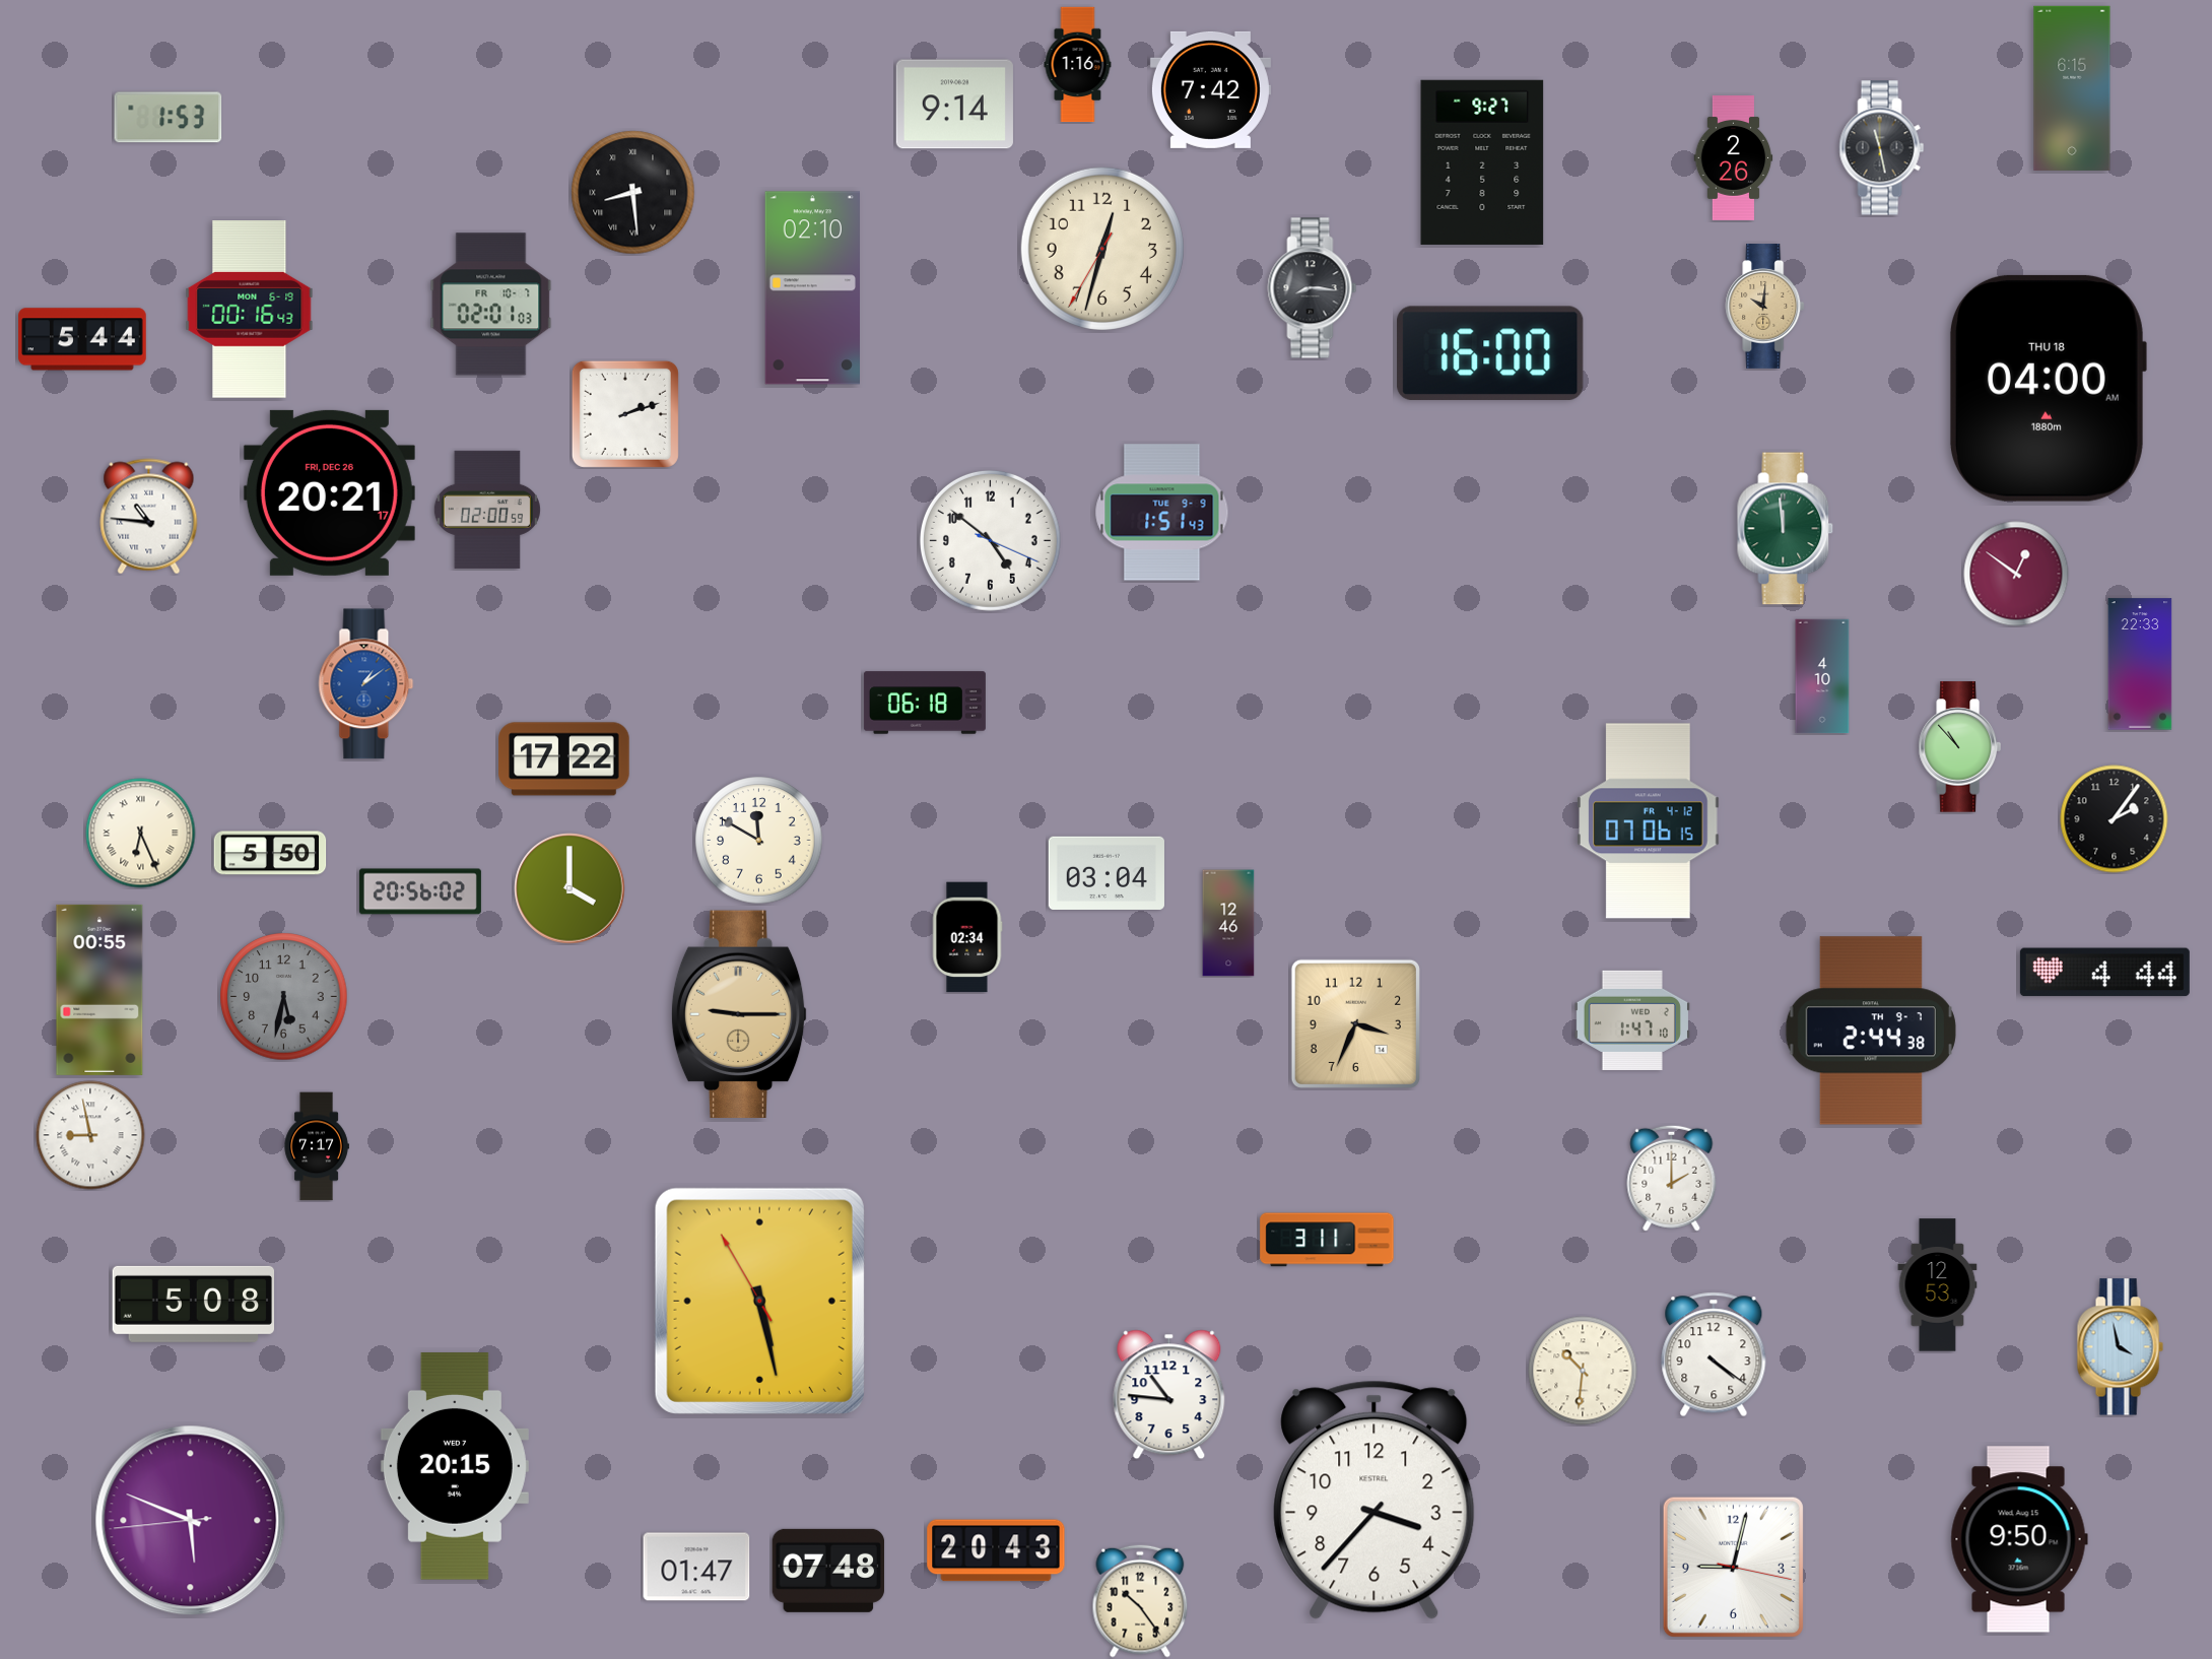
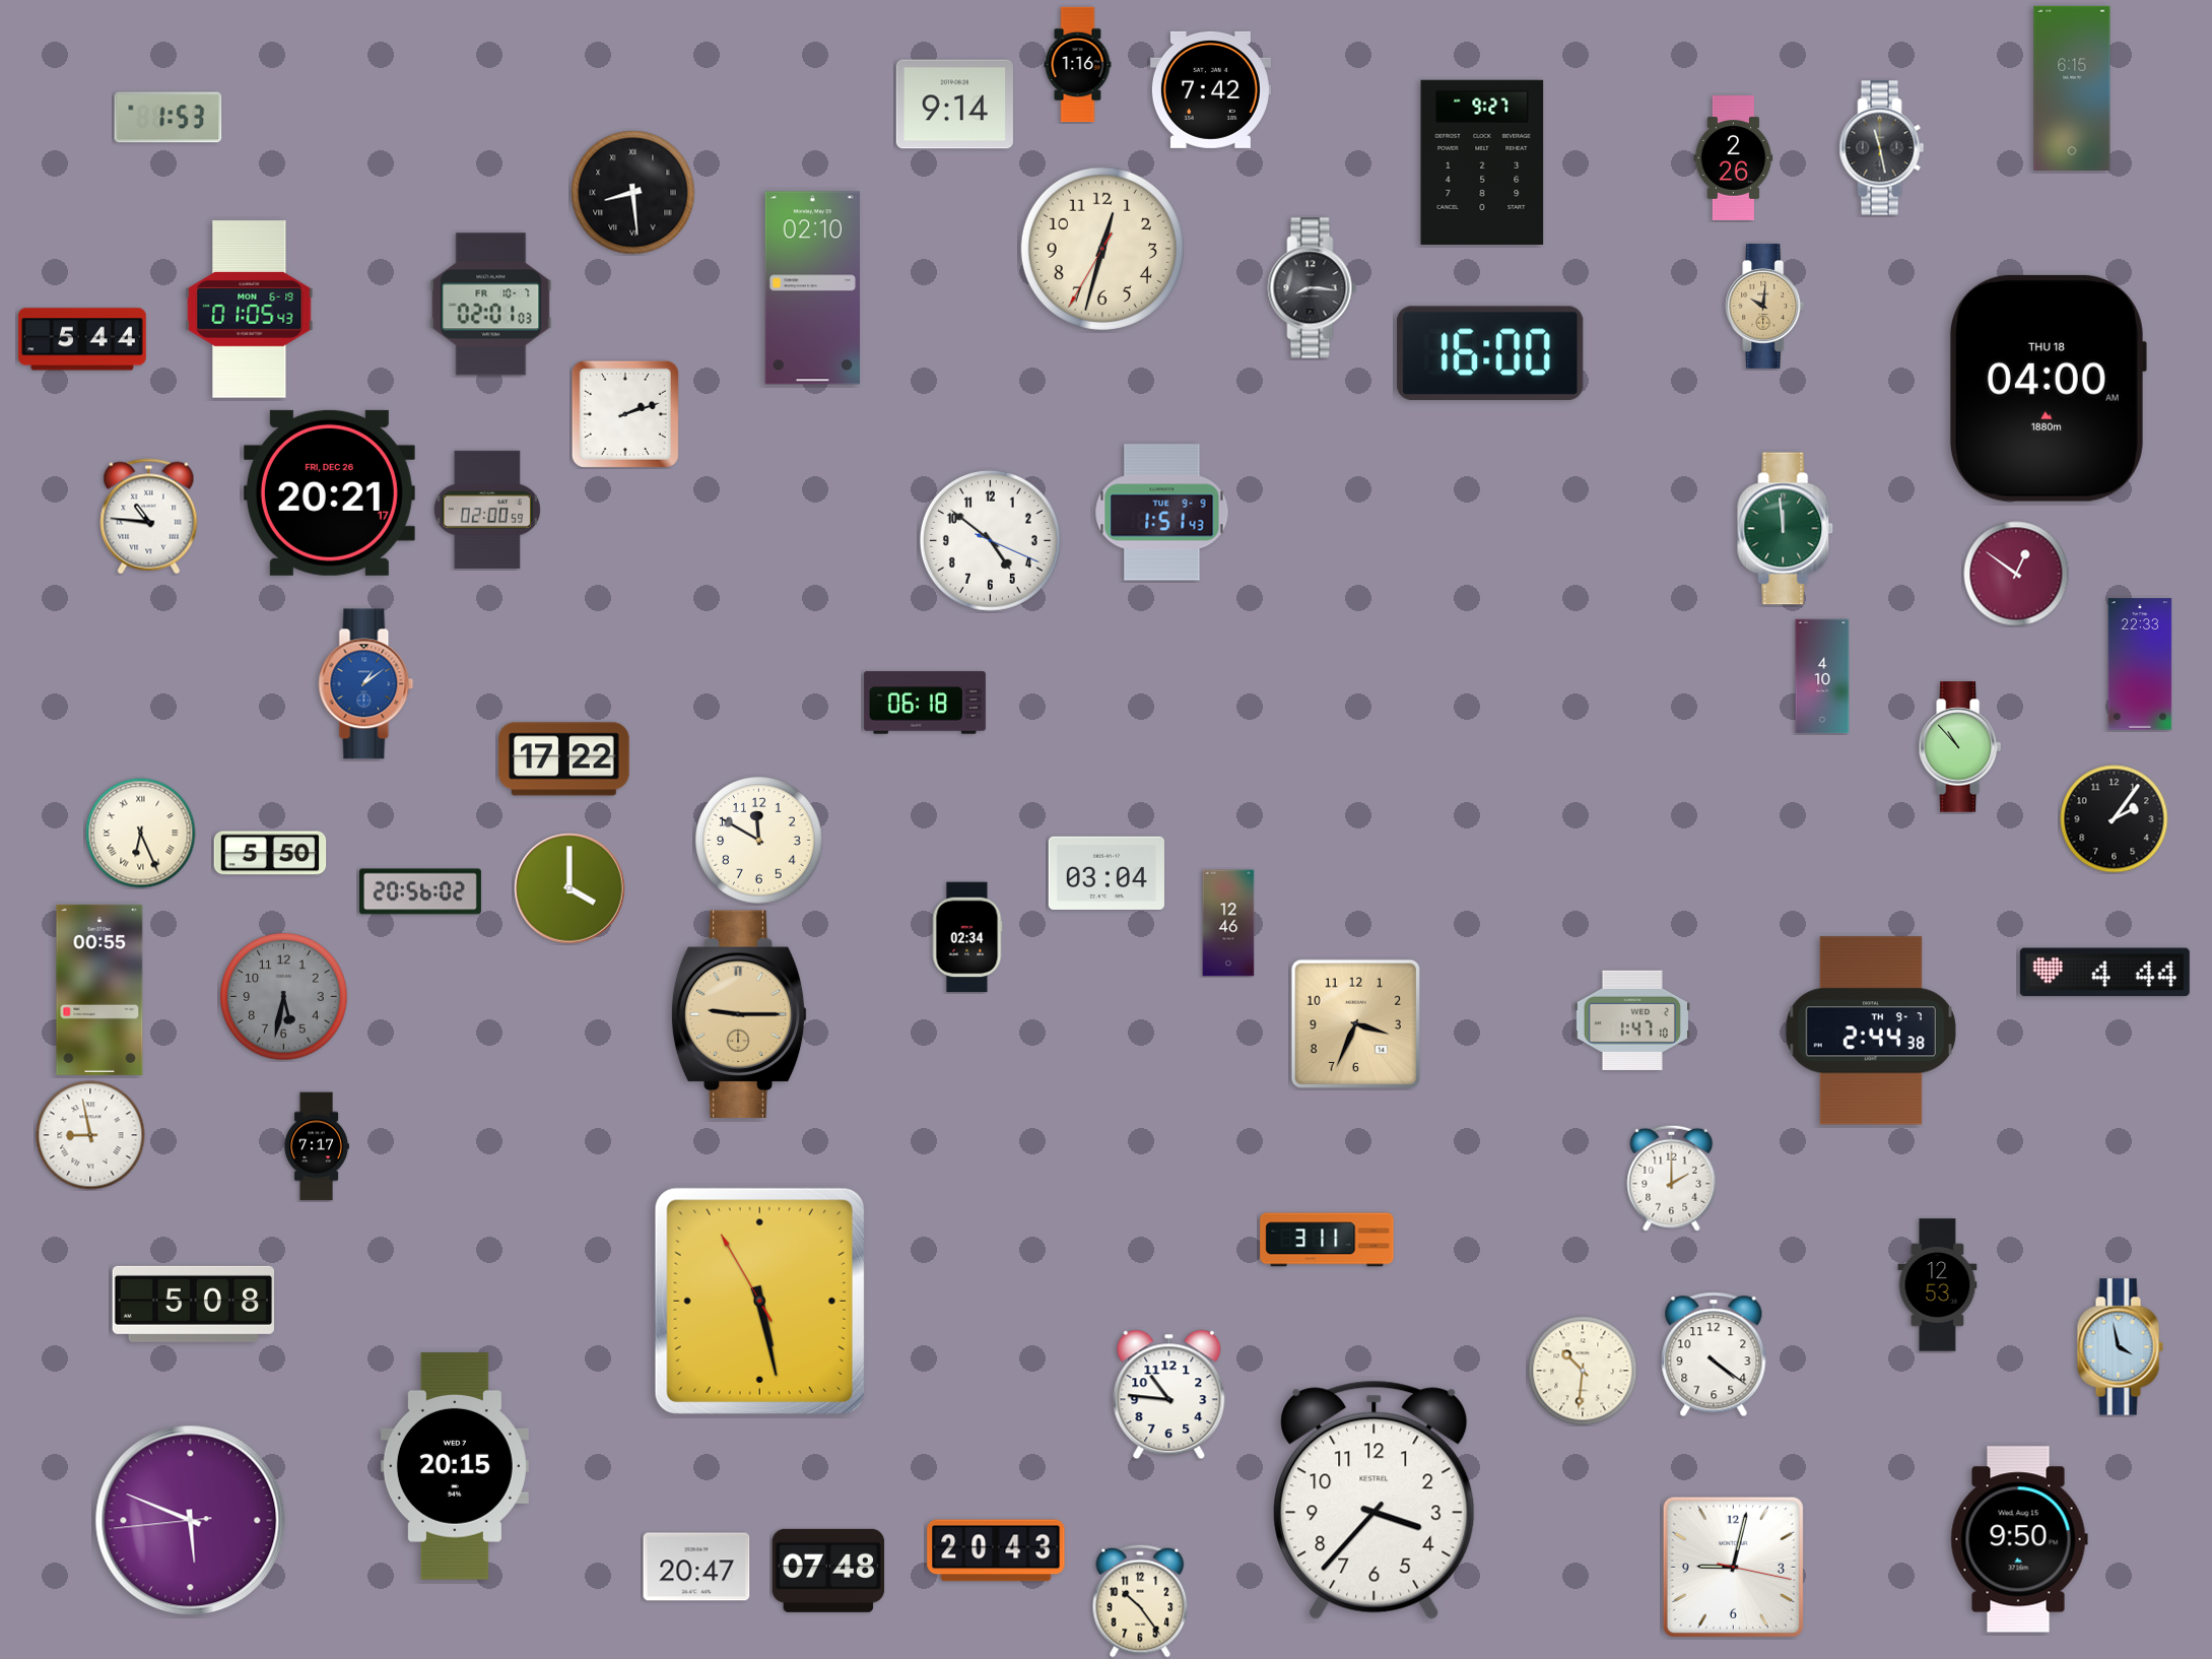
clock at (250, 310): 00:16 -> 01:05
clock at (1649, 821): 07:06 -> none
clock at (696, 1567): 01:47 -> 20:47
